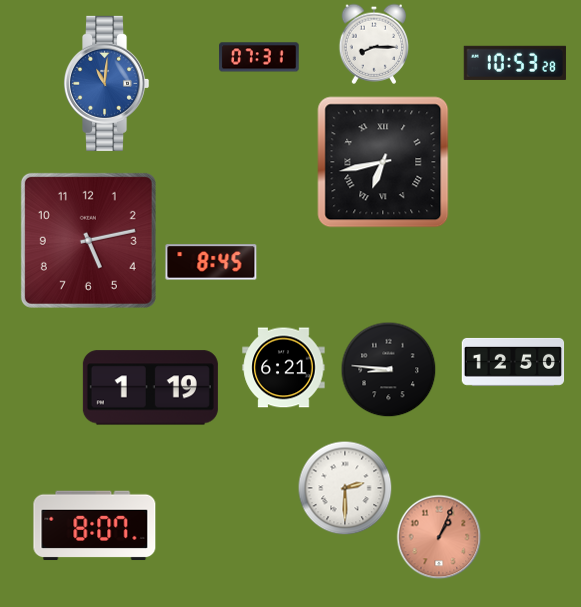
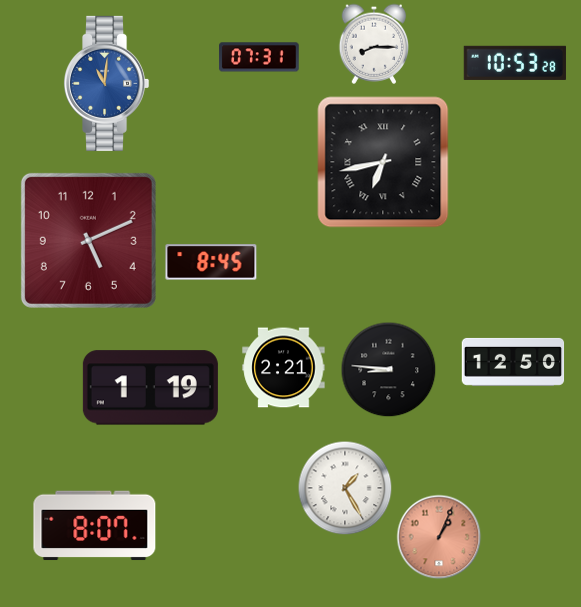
clock at (88, 240): 5:13 -> 5:11
clock at (284, 368): 6:21 -> 2:21
clock at (345, 488): 2:30 -> 1:25
